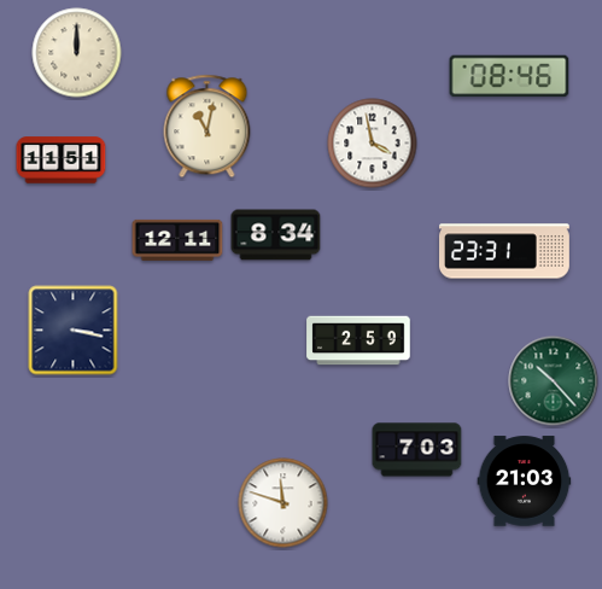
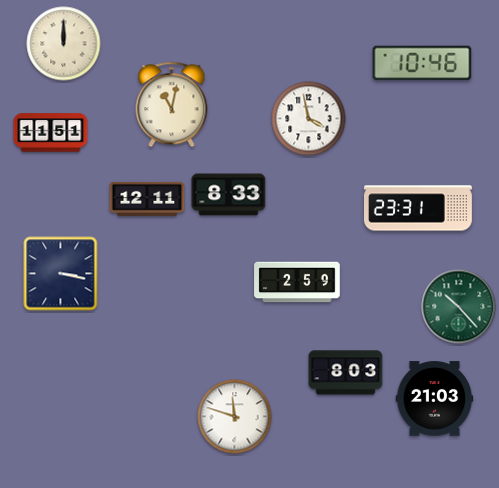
clock at (509, 76): 08:46 -> 10:46
clock at (276, 235): 8:34 -> 8:33
clock at (554, 381) position: (554, 381) -> (459, 307)
clock at (417, 450): 7:03 -> 8:03
